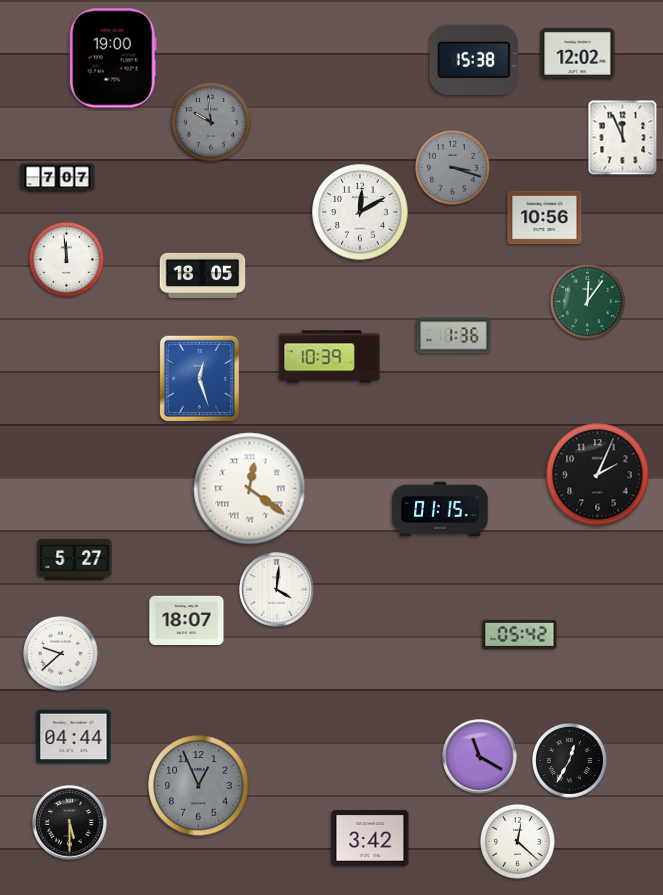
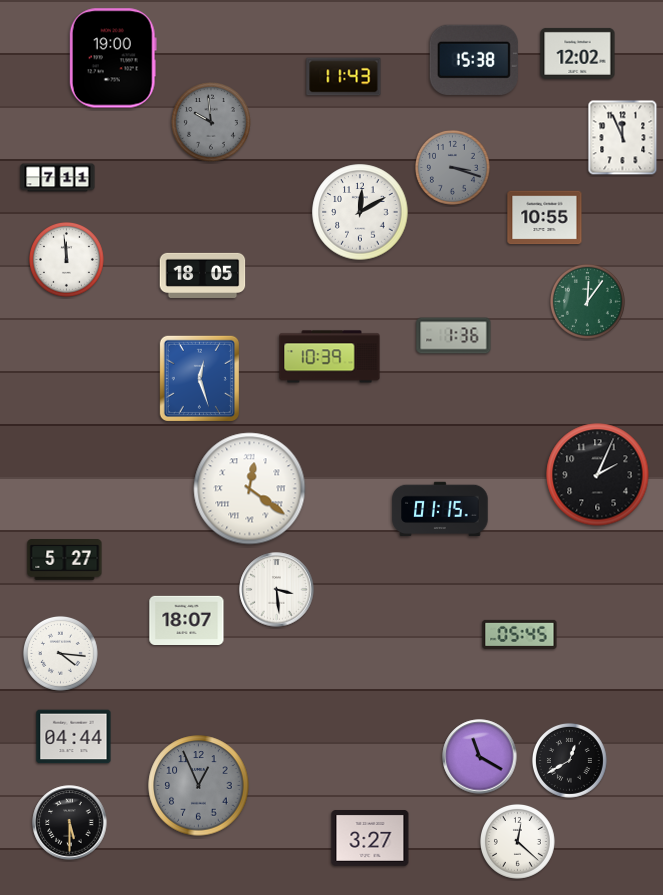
clock at (344, 77): none -> 11:43
clock at (58, 178): 7:07 -> 7:11
clock at (545, 218): 10:56 -> 10:55
clock at (75, 560) position: (75, 560) -> (65, 560)
clock at (277, 590): 4:01 -> 3:29
clock at (520, 634): 05:42 -> 05:45
clock at (60, 653): 9:38 -> 4:16
clock at (569, 760): 12:35 -> 12:40
clock at (370, 839): 3:42 -> 3:27
